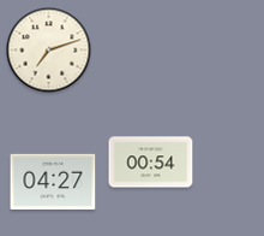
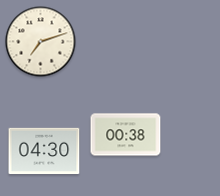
clock at (151, 163): 00:54 -> 00:38
clock at (53, 181): 04:27 -> 04:30
